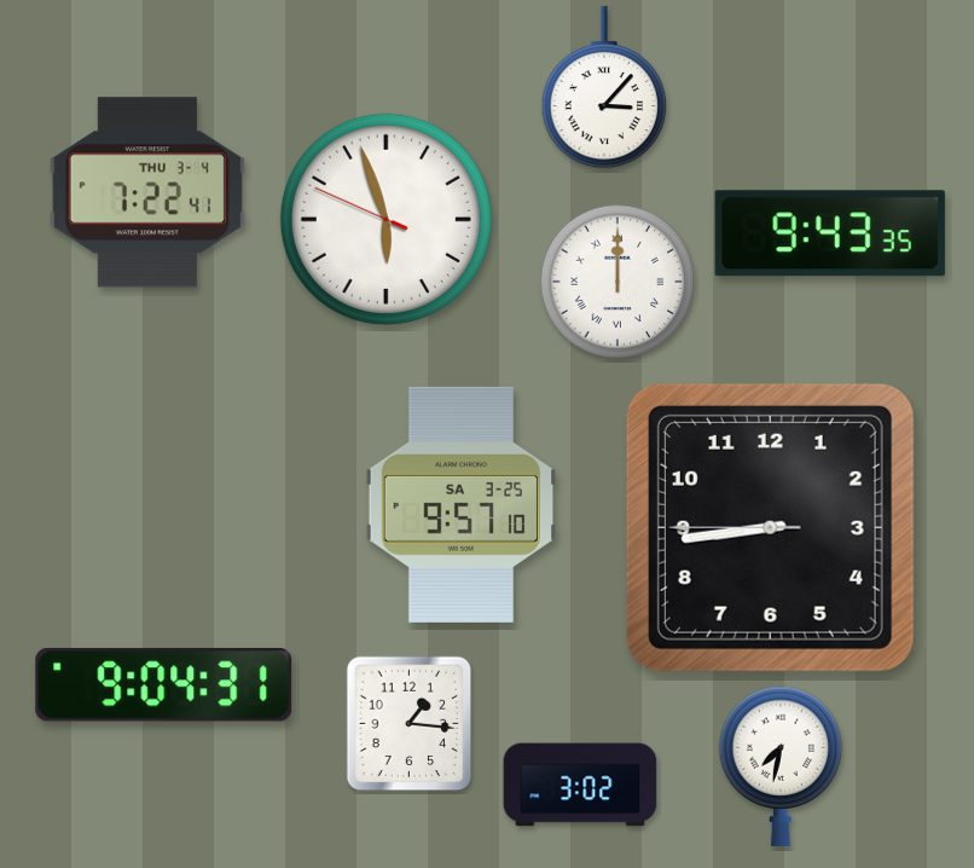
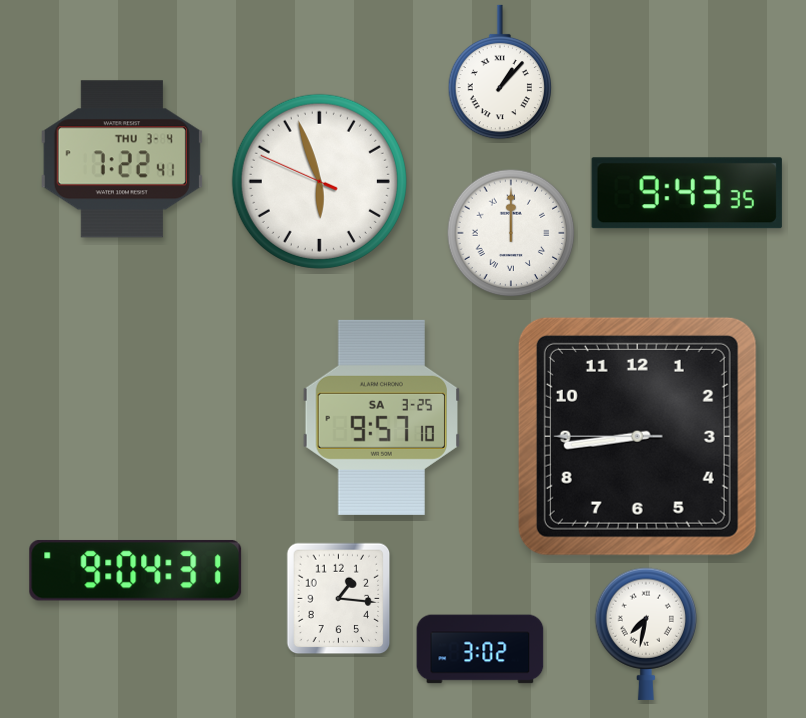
clock at (603, 87): 3:07 -> 1:07
clock at (164, 684) position: (164, 684) -> (136, 570)
